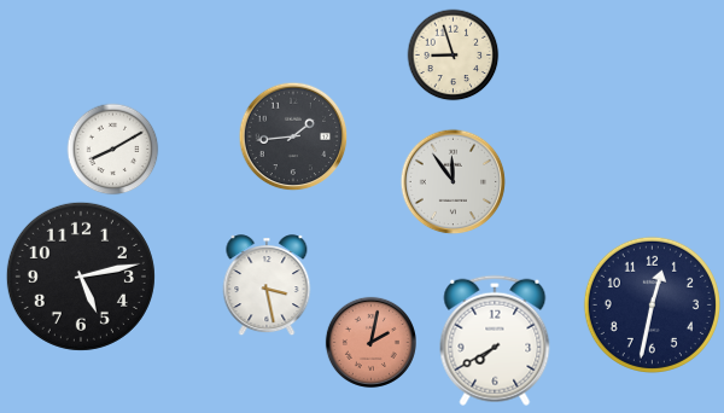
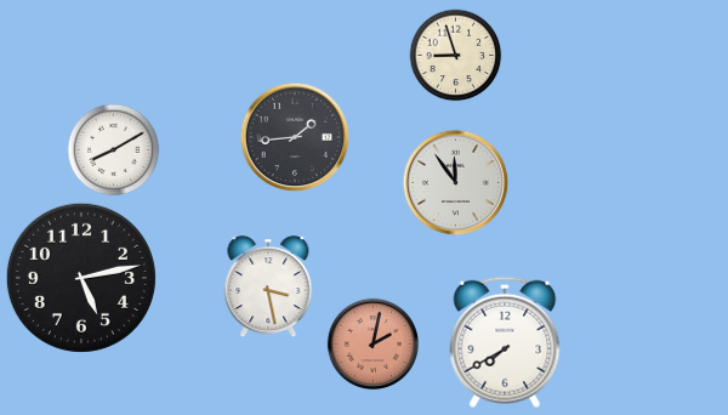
clock at (652, 304): 12:32 -> none
clock at (495, 341) position: (495, 341) -> (505, 342)
